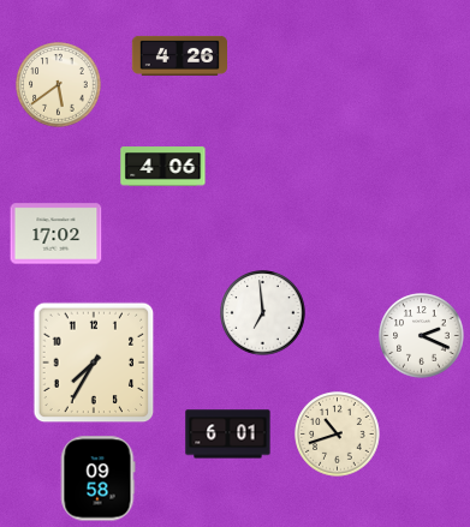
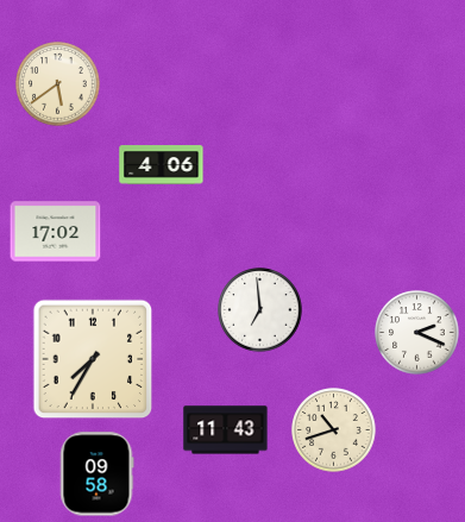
clock at (179, 55): 4:26 -> none
clock at (228, 435): 6:01 -> 11:43
